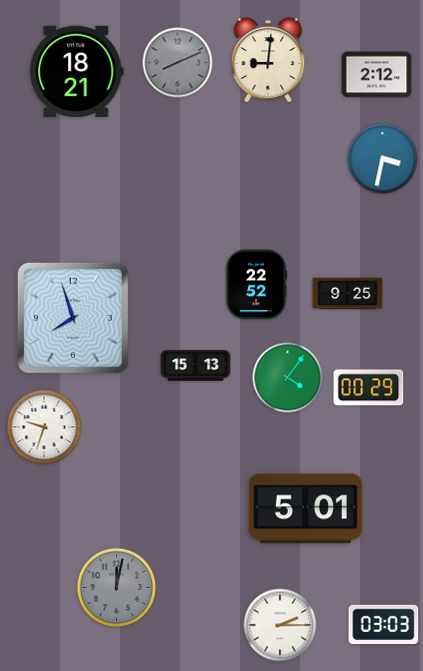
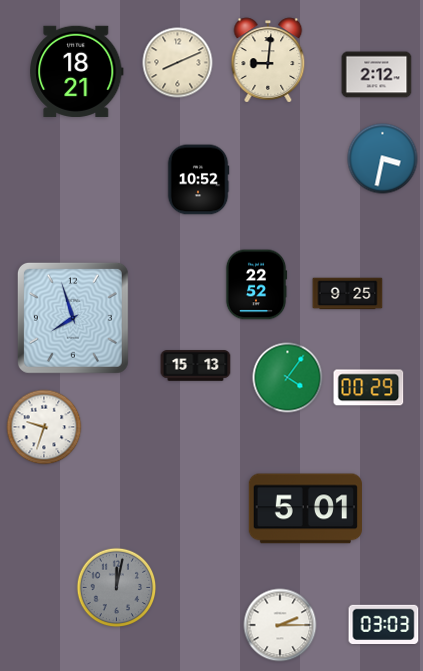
clock at (178, 63) dial: grey -> cream
clock at (198, 180): none -> 10:52
